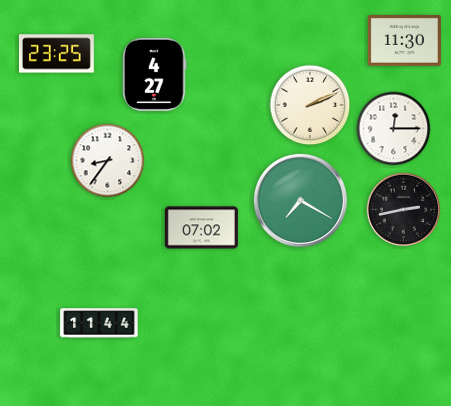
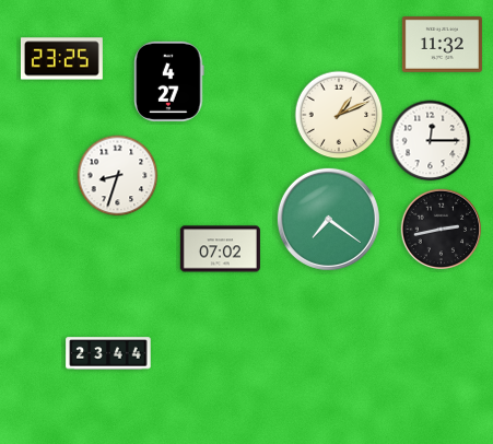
clock at (404, 41): 11:30 -> 11:32
clock at (310, 105): 2:11 -> 1:11
clock at (108, 161): 8:36 -> 8:33
clock at (300, 200): 7:20 -> 7:21
clock at (99, 323): 11:44 -> 23:44
